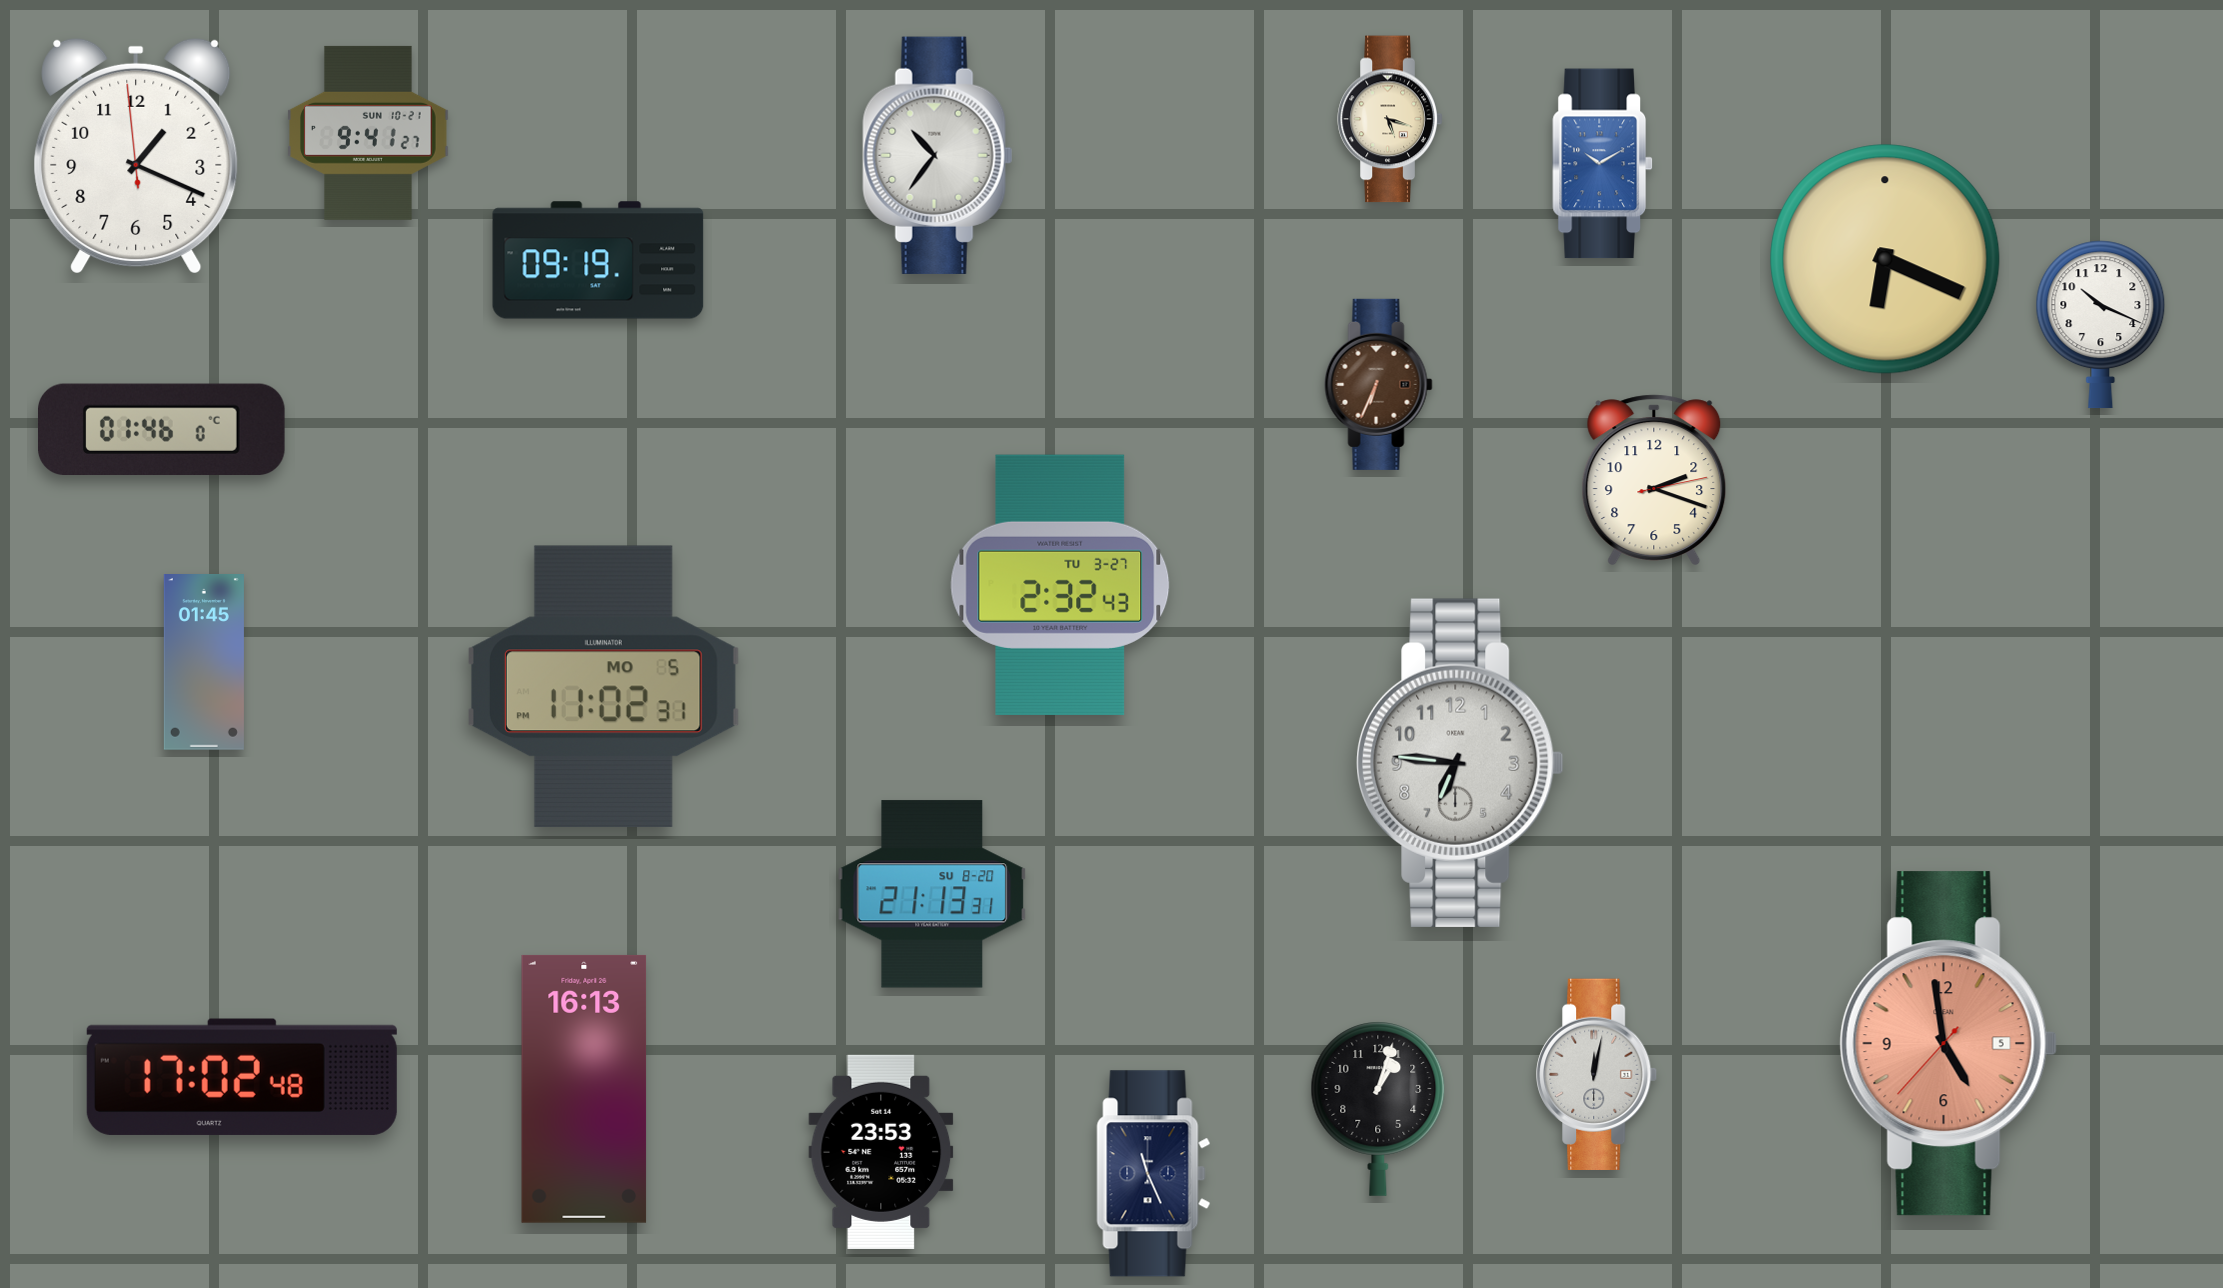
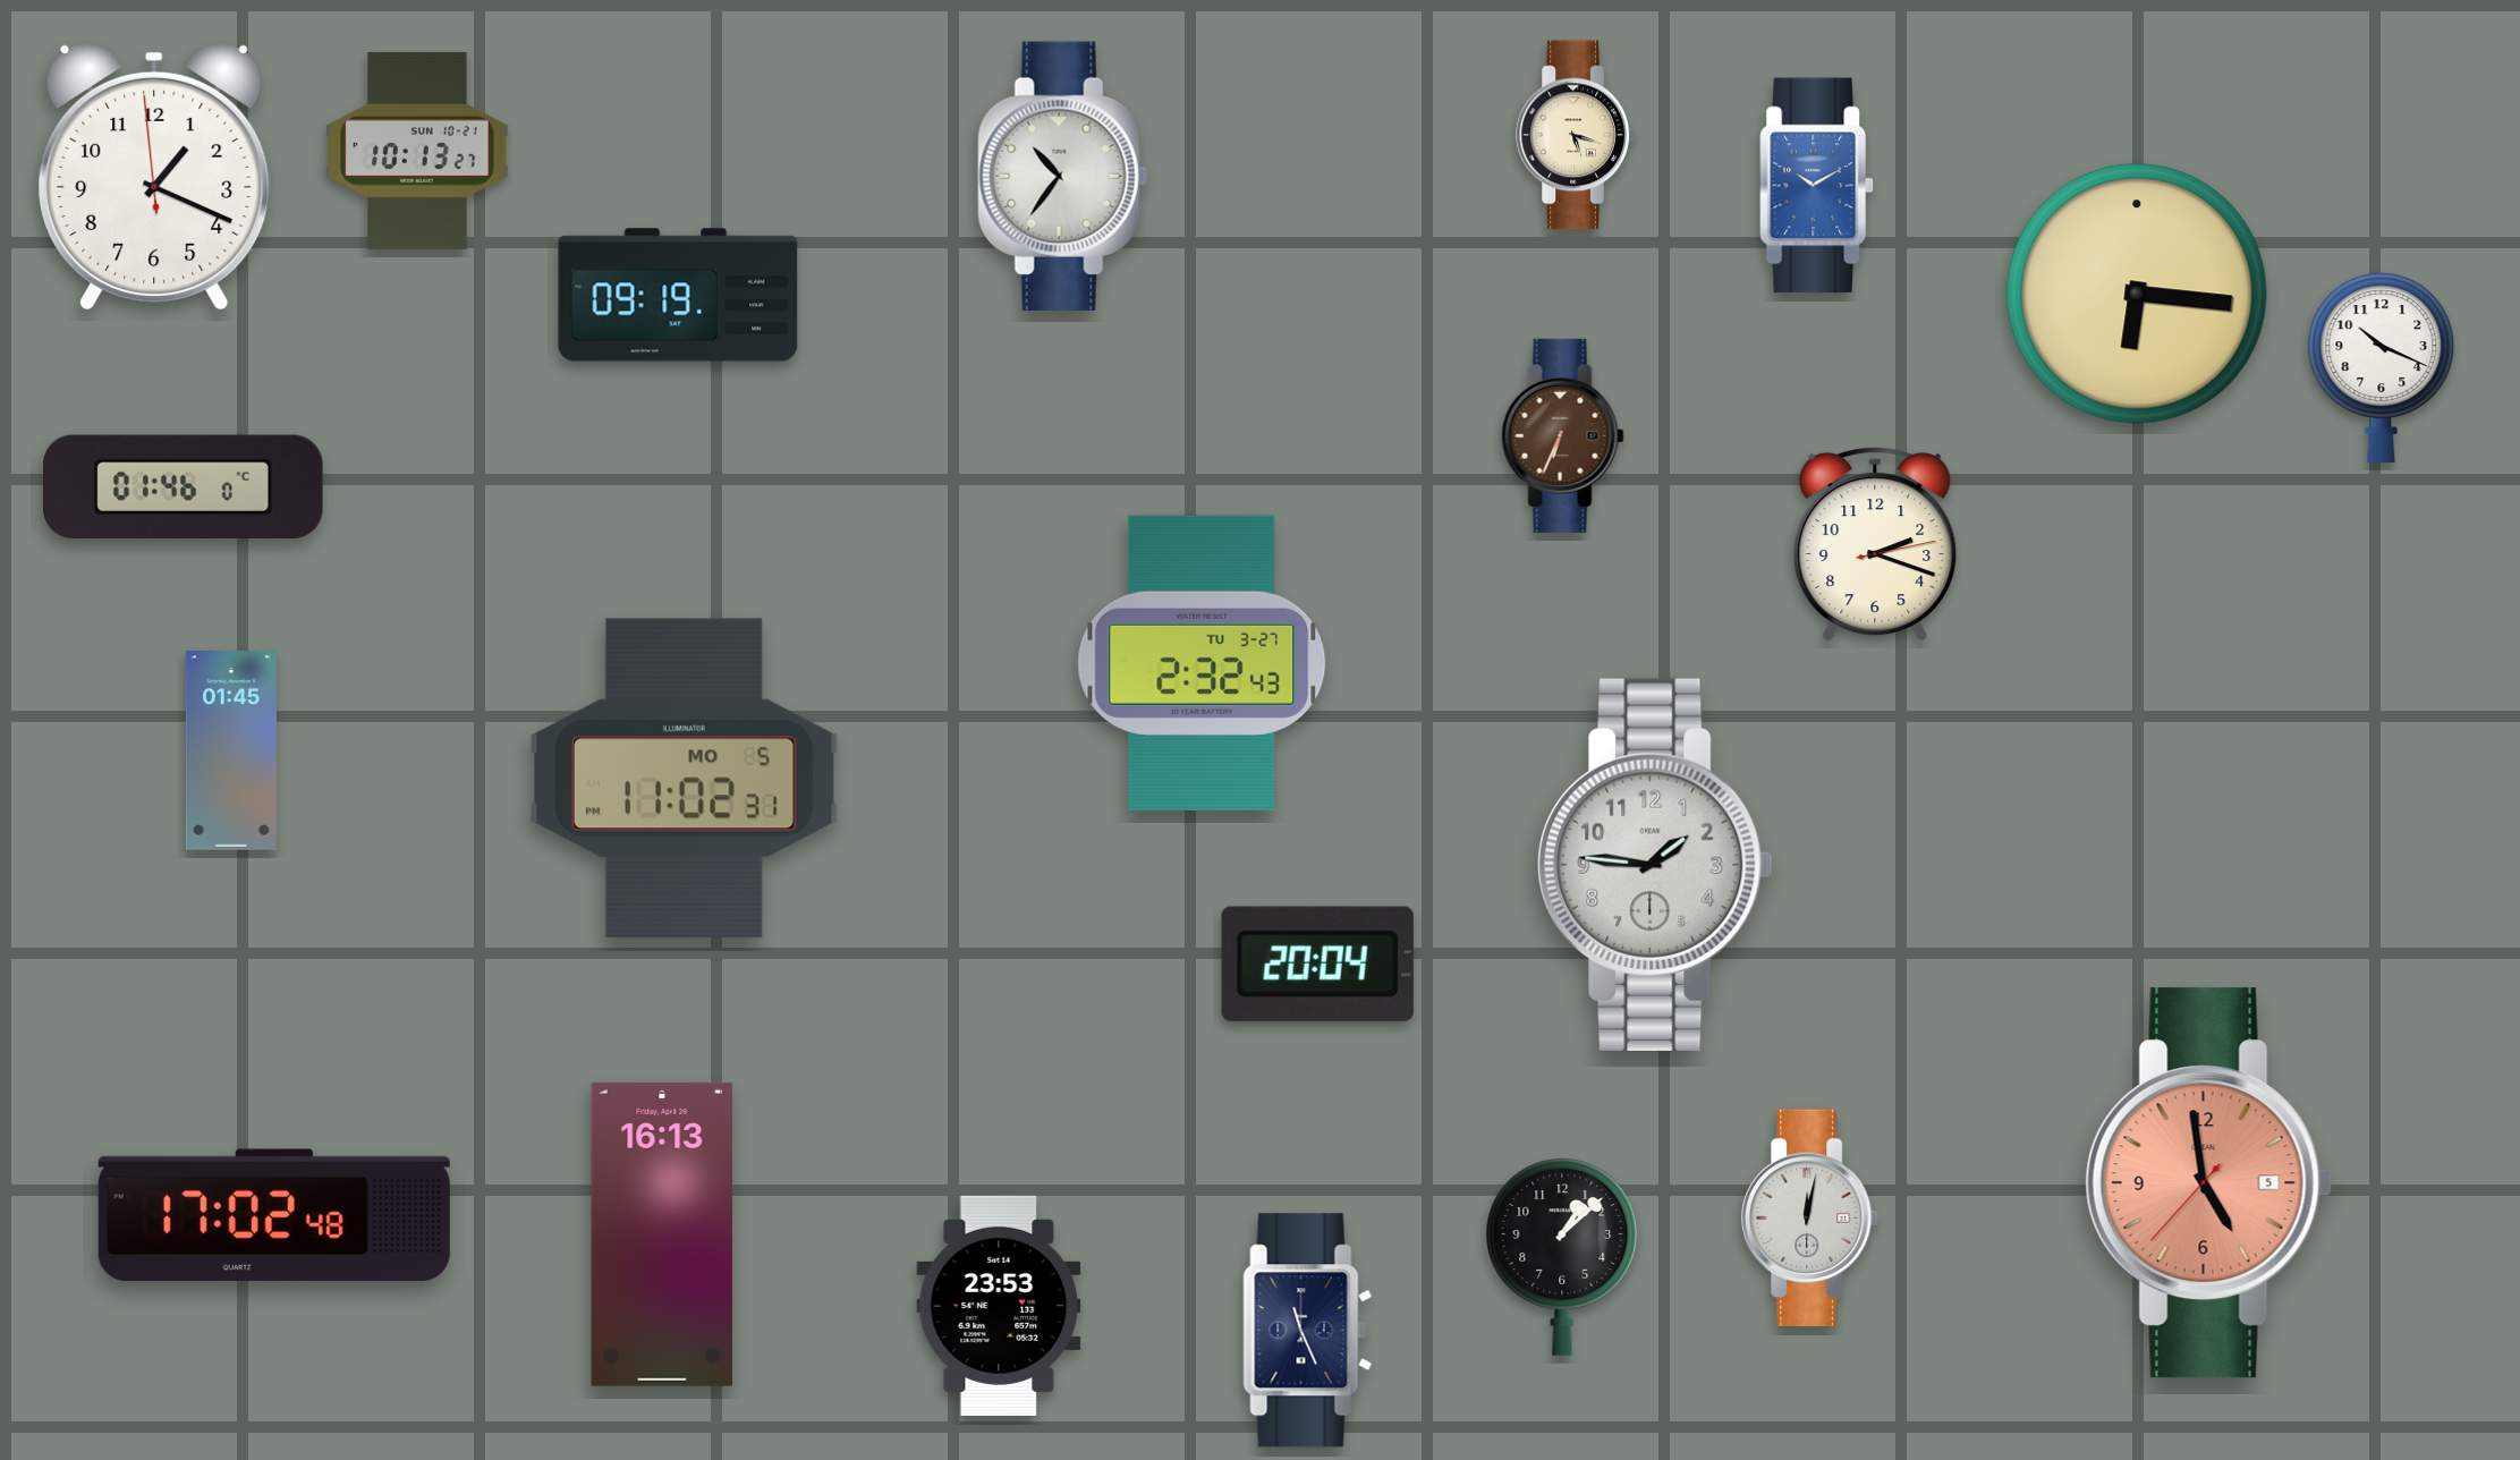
clock at (368, 133): 9:41 -> 10:13
clock at (1885, 259): 6:19 -> 6:16
clock at (1460, 763): 6:46 -> 1:46
clock at (1317, 964): none -> 20:04
clock at (932, 894): 21:13 -> none
clock at (242, 1077) position: (242, 1077) -> (274, 1215)
clock at (1378, 1109): 1:03 -> 1:08
